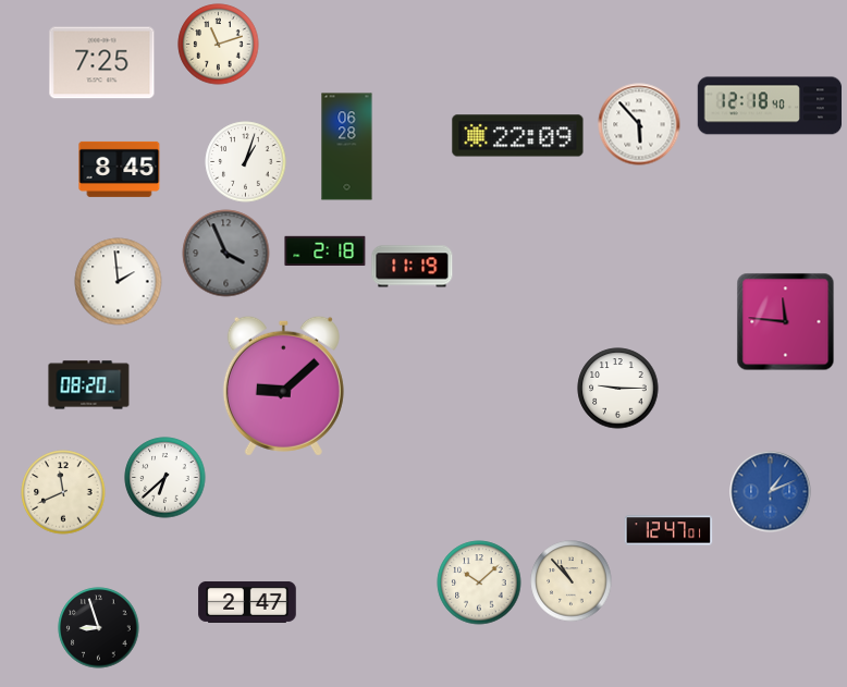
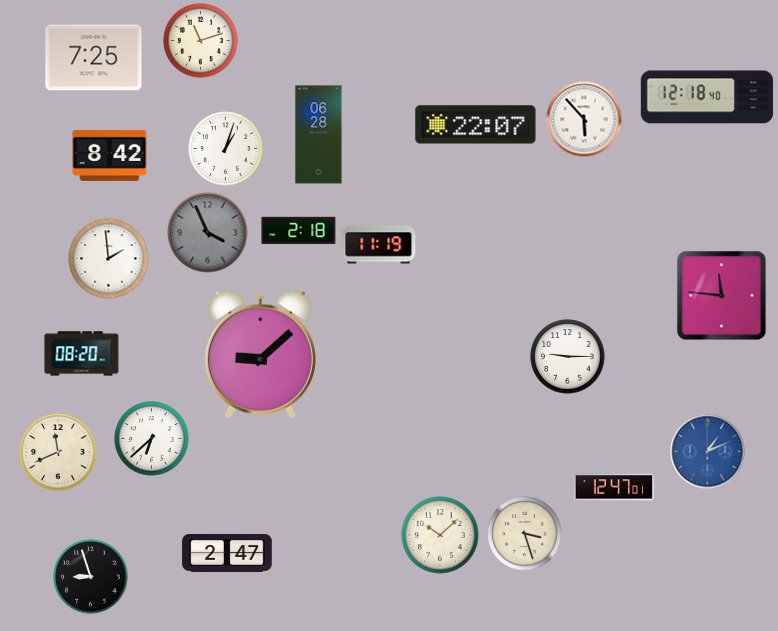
clock at (639, 124) position: (639, 124) -> (584, 119)
clock at (518, 136): 22:09 -> 22:07
clock at (120, 169): 8:45 -> 8:42
clock at (572, 581): 10:53 -> 3:27
